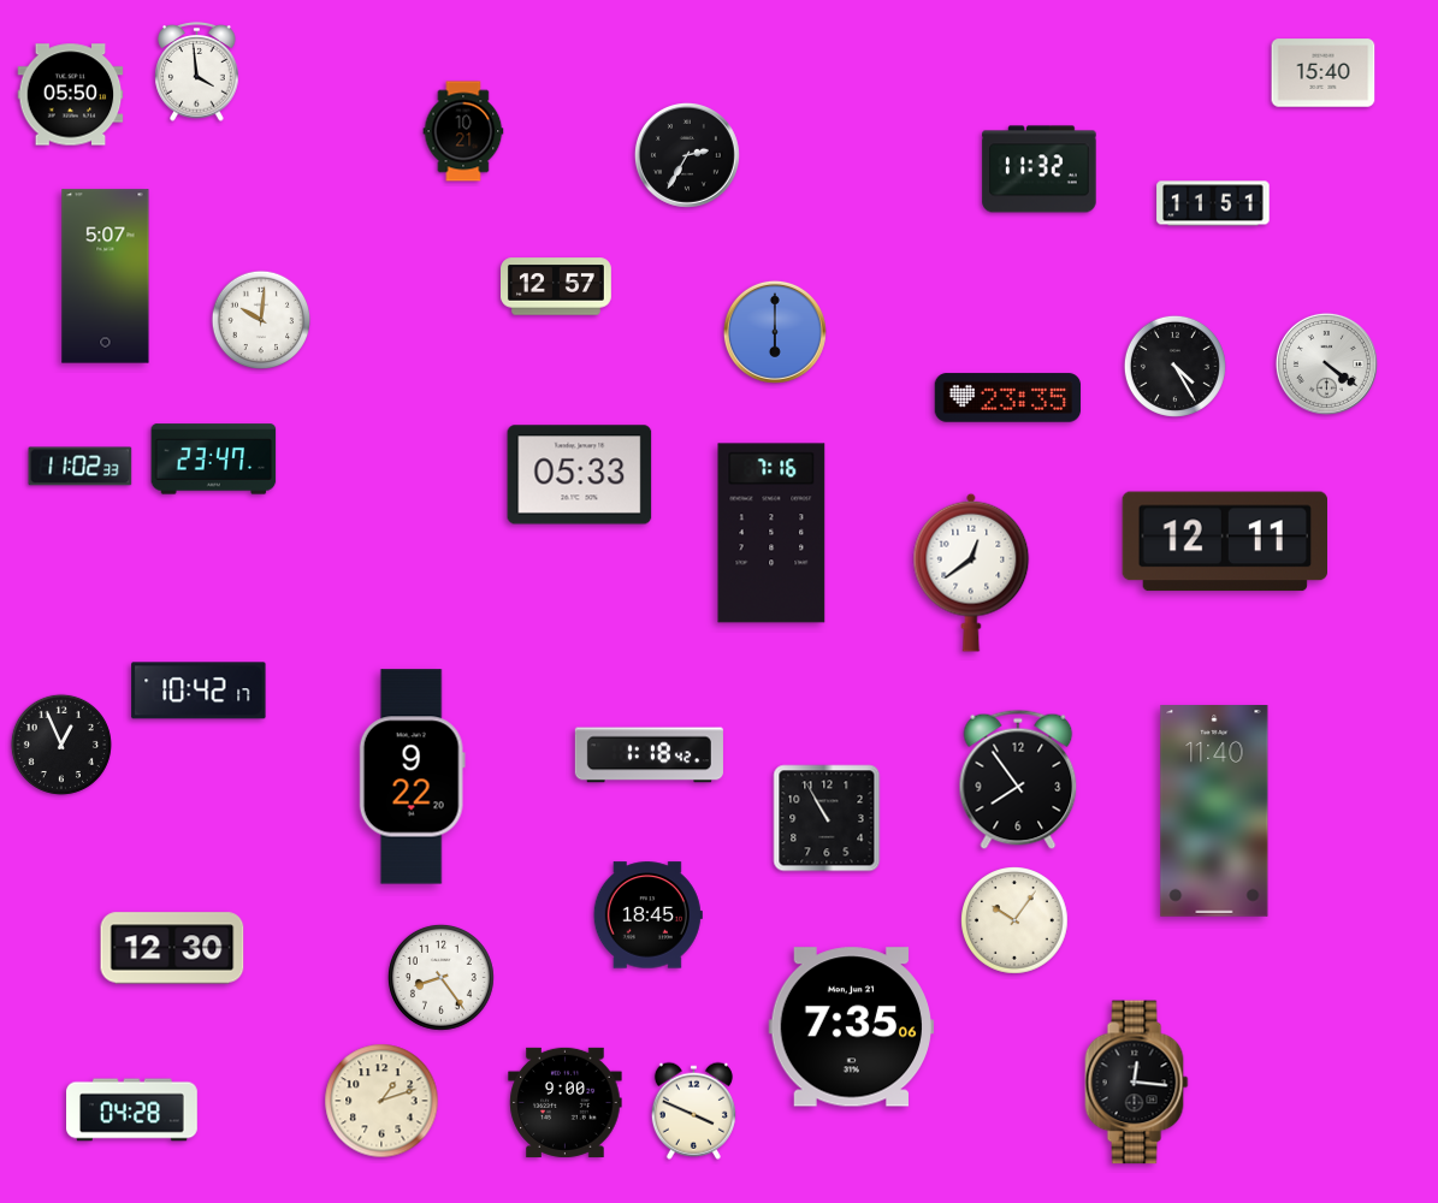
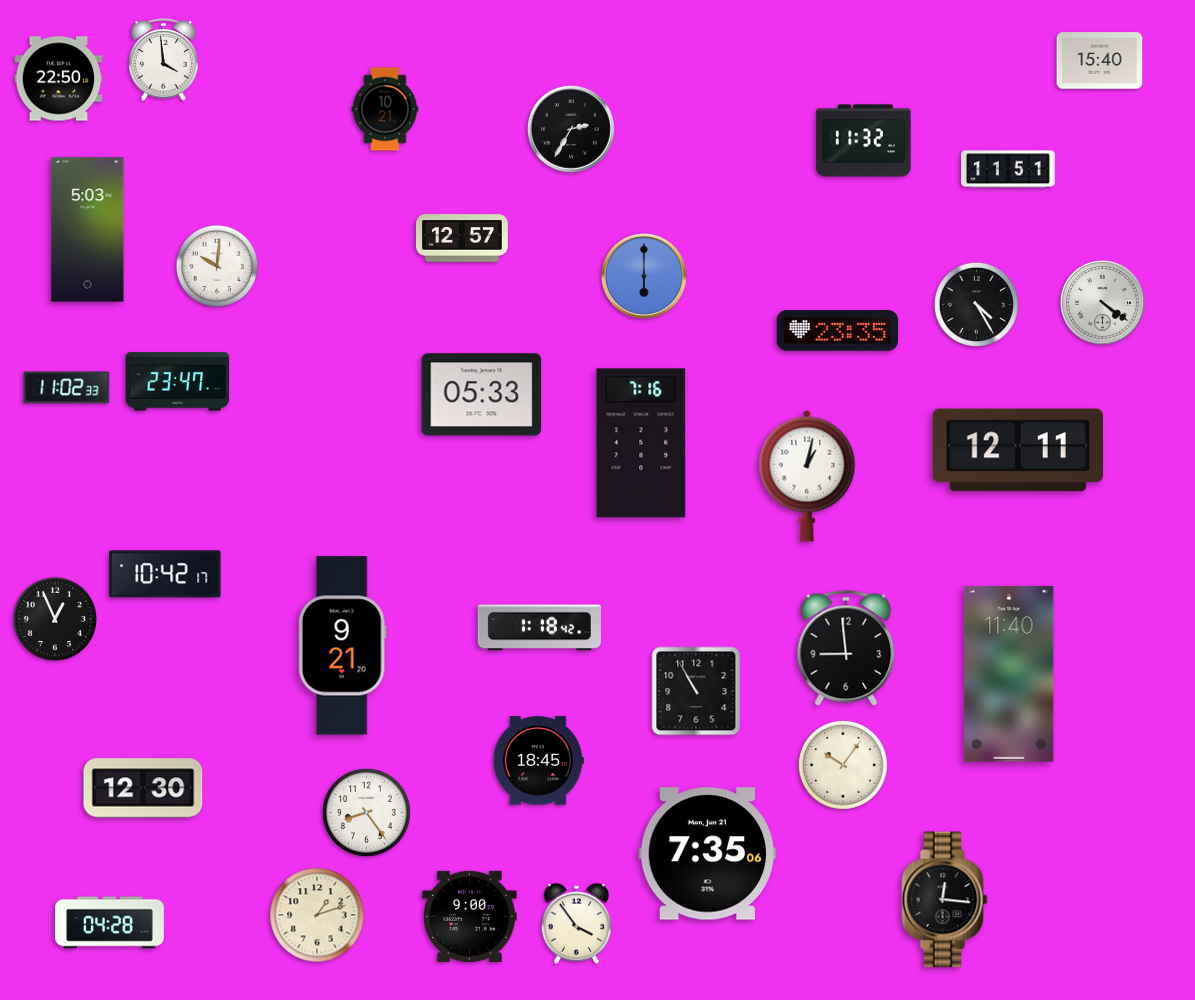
clock at (71, 95): 05:50 -> 22:50
clock at (106, 277): 5:07 -> 5:03
clock at (971, 573): 12:39 -> 1:02
clock at (61, 745) position: (61, 745) -> (55, 619)
clock at (412, 777): 9:22 -> 9:21
clock at (1018, 780): 7:54 -> 8:59
clock at (827, 818) position: (827, 818) -> (696, 691)
clock at (693, 1110): 3:49 -> 3:54
